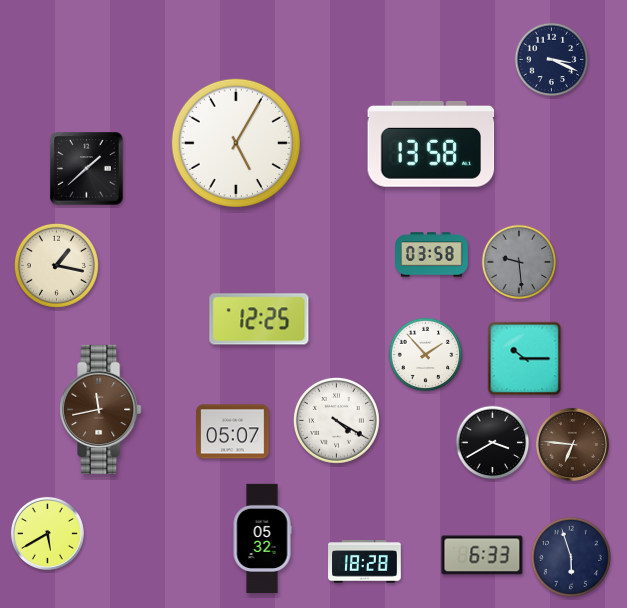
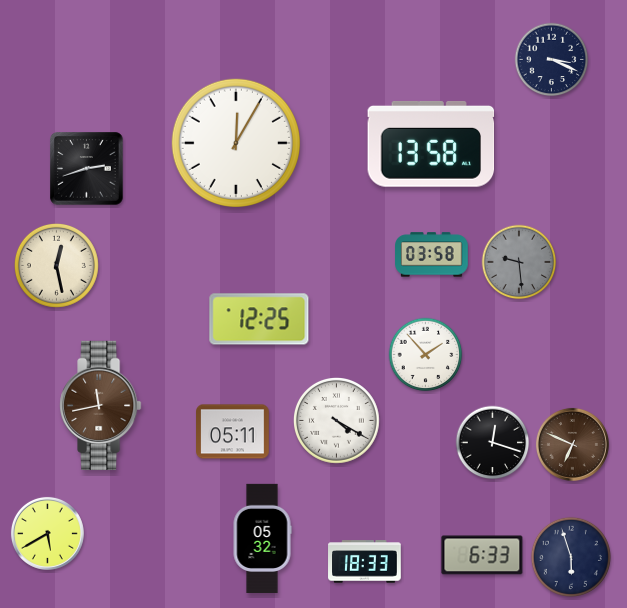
clock at (235, 142): 5:05 -> 12:05
clock at (87, 169): 1:38 -> 2:42
clock at (56, 265): 1:17 -> 12:28
clock at (525, 359): 10:15 -> none
clock at (101, 409) position: (101, 409) -> (101, 405)
clock at (233, 432): 05:07 -> 05:11
clock at (493, 443): 3:40 -> 12:18
clock at (572, 444): 6:46 -> 6:49
clock at (365, 562): 18:28 -> 18:33
